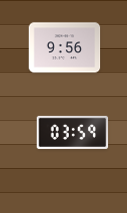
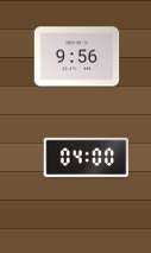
clock at (73, 132): 03:59 -> 04:00
